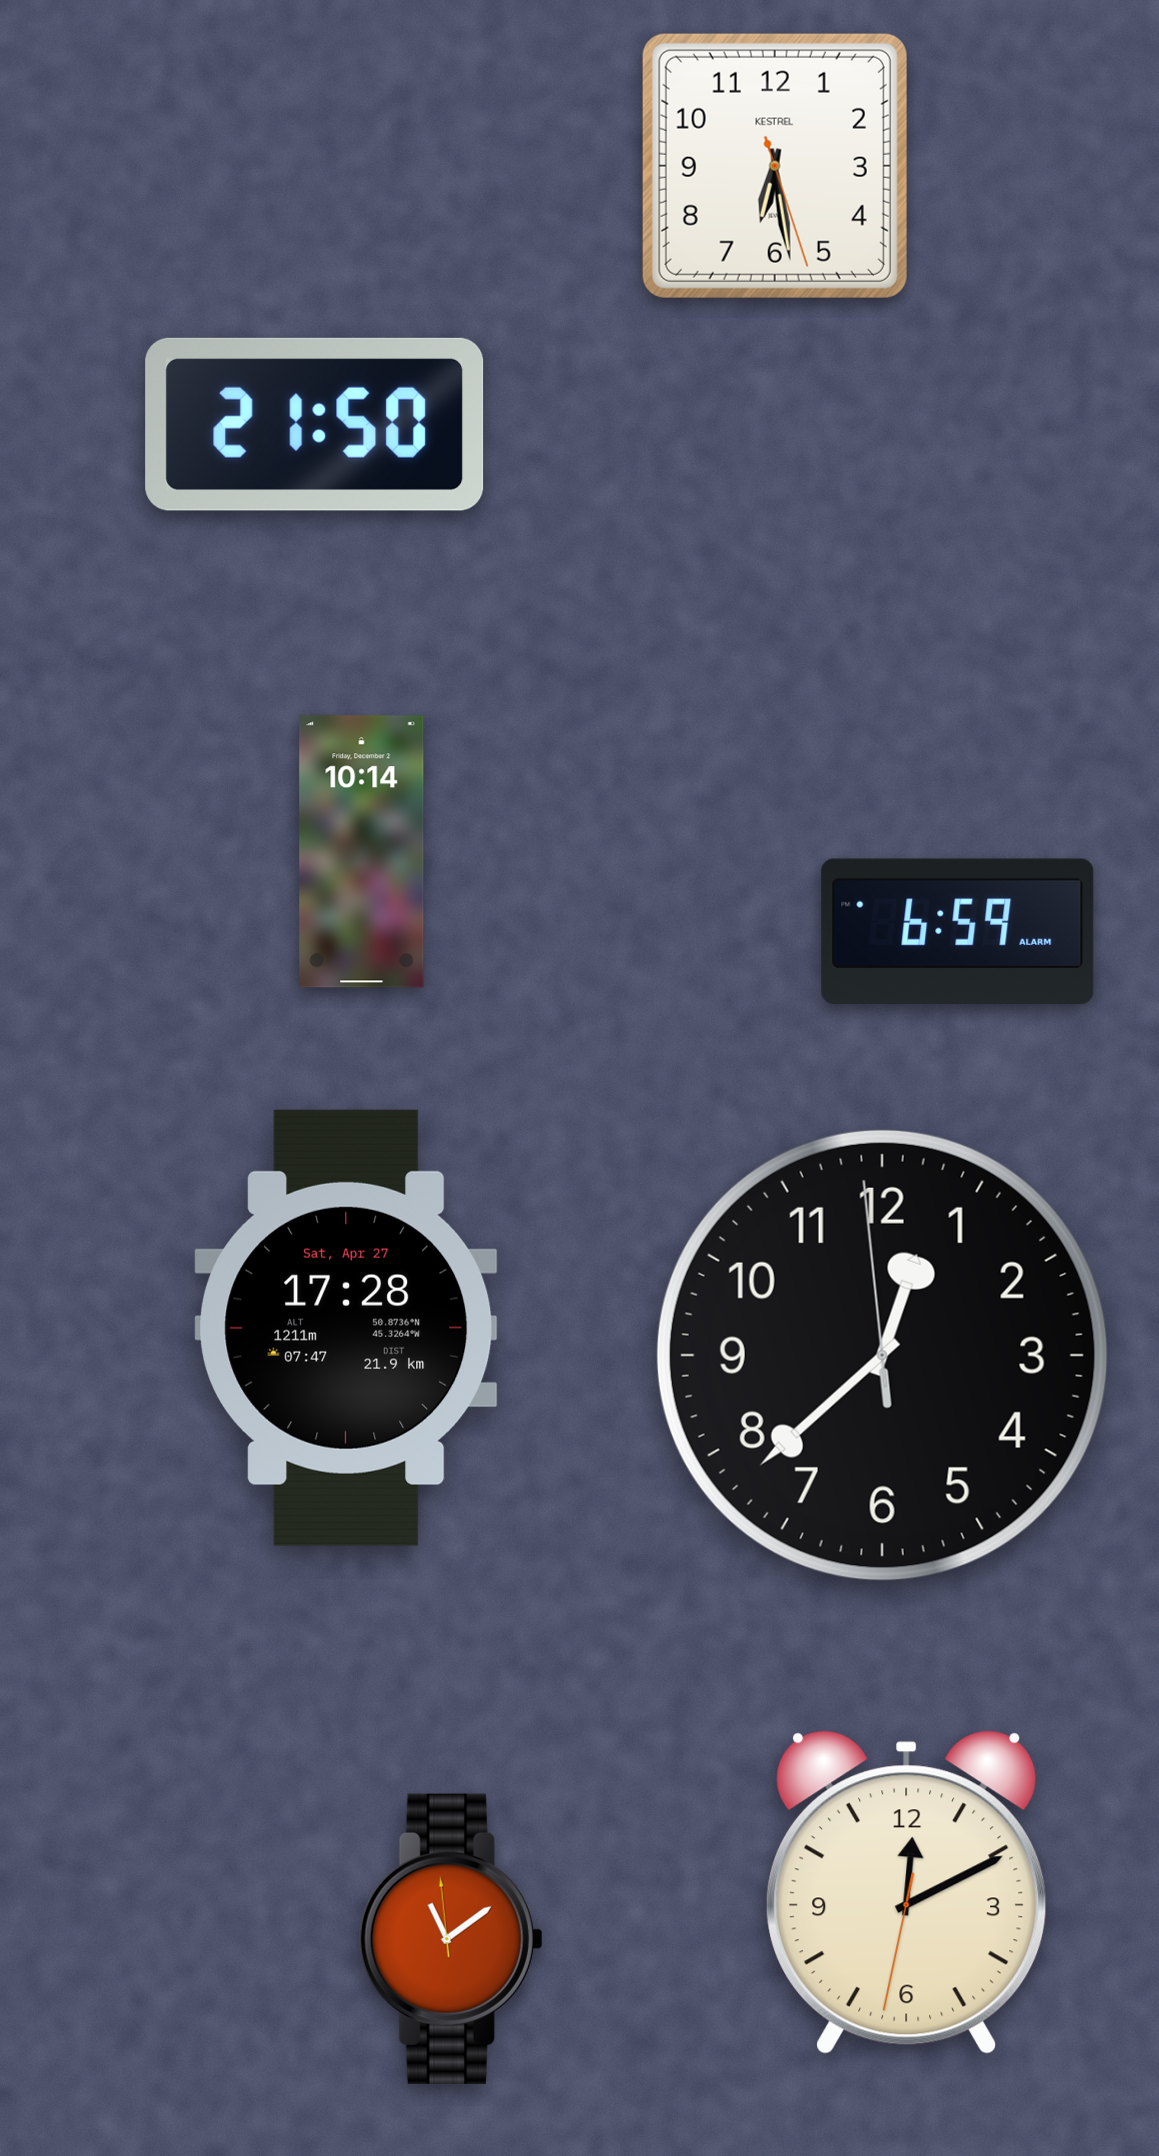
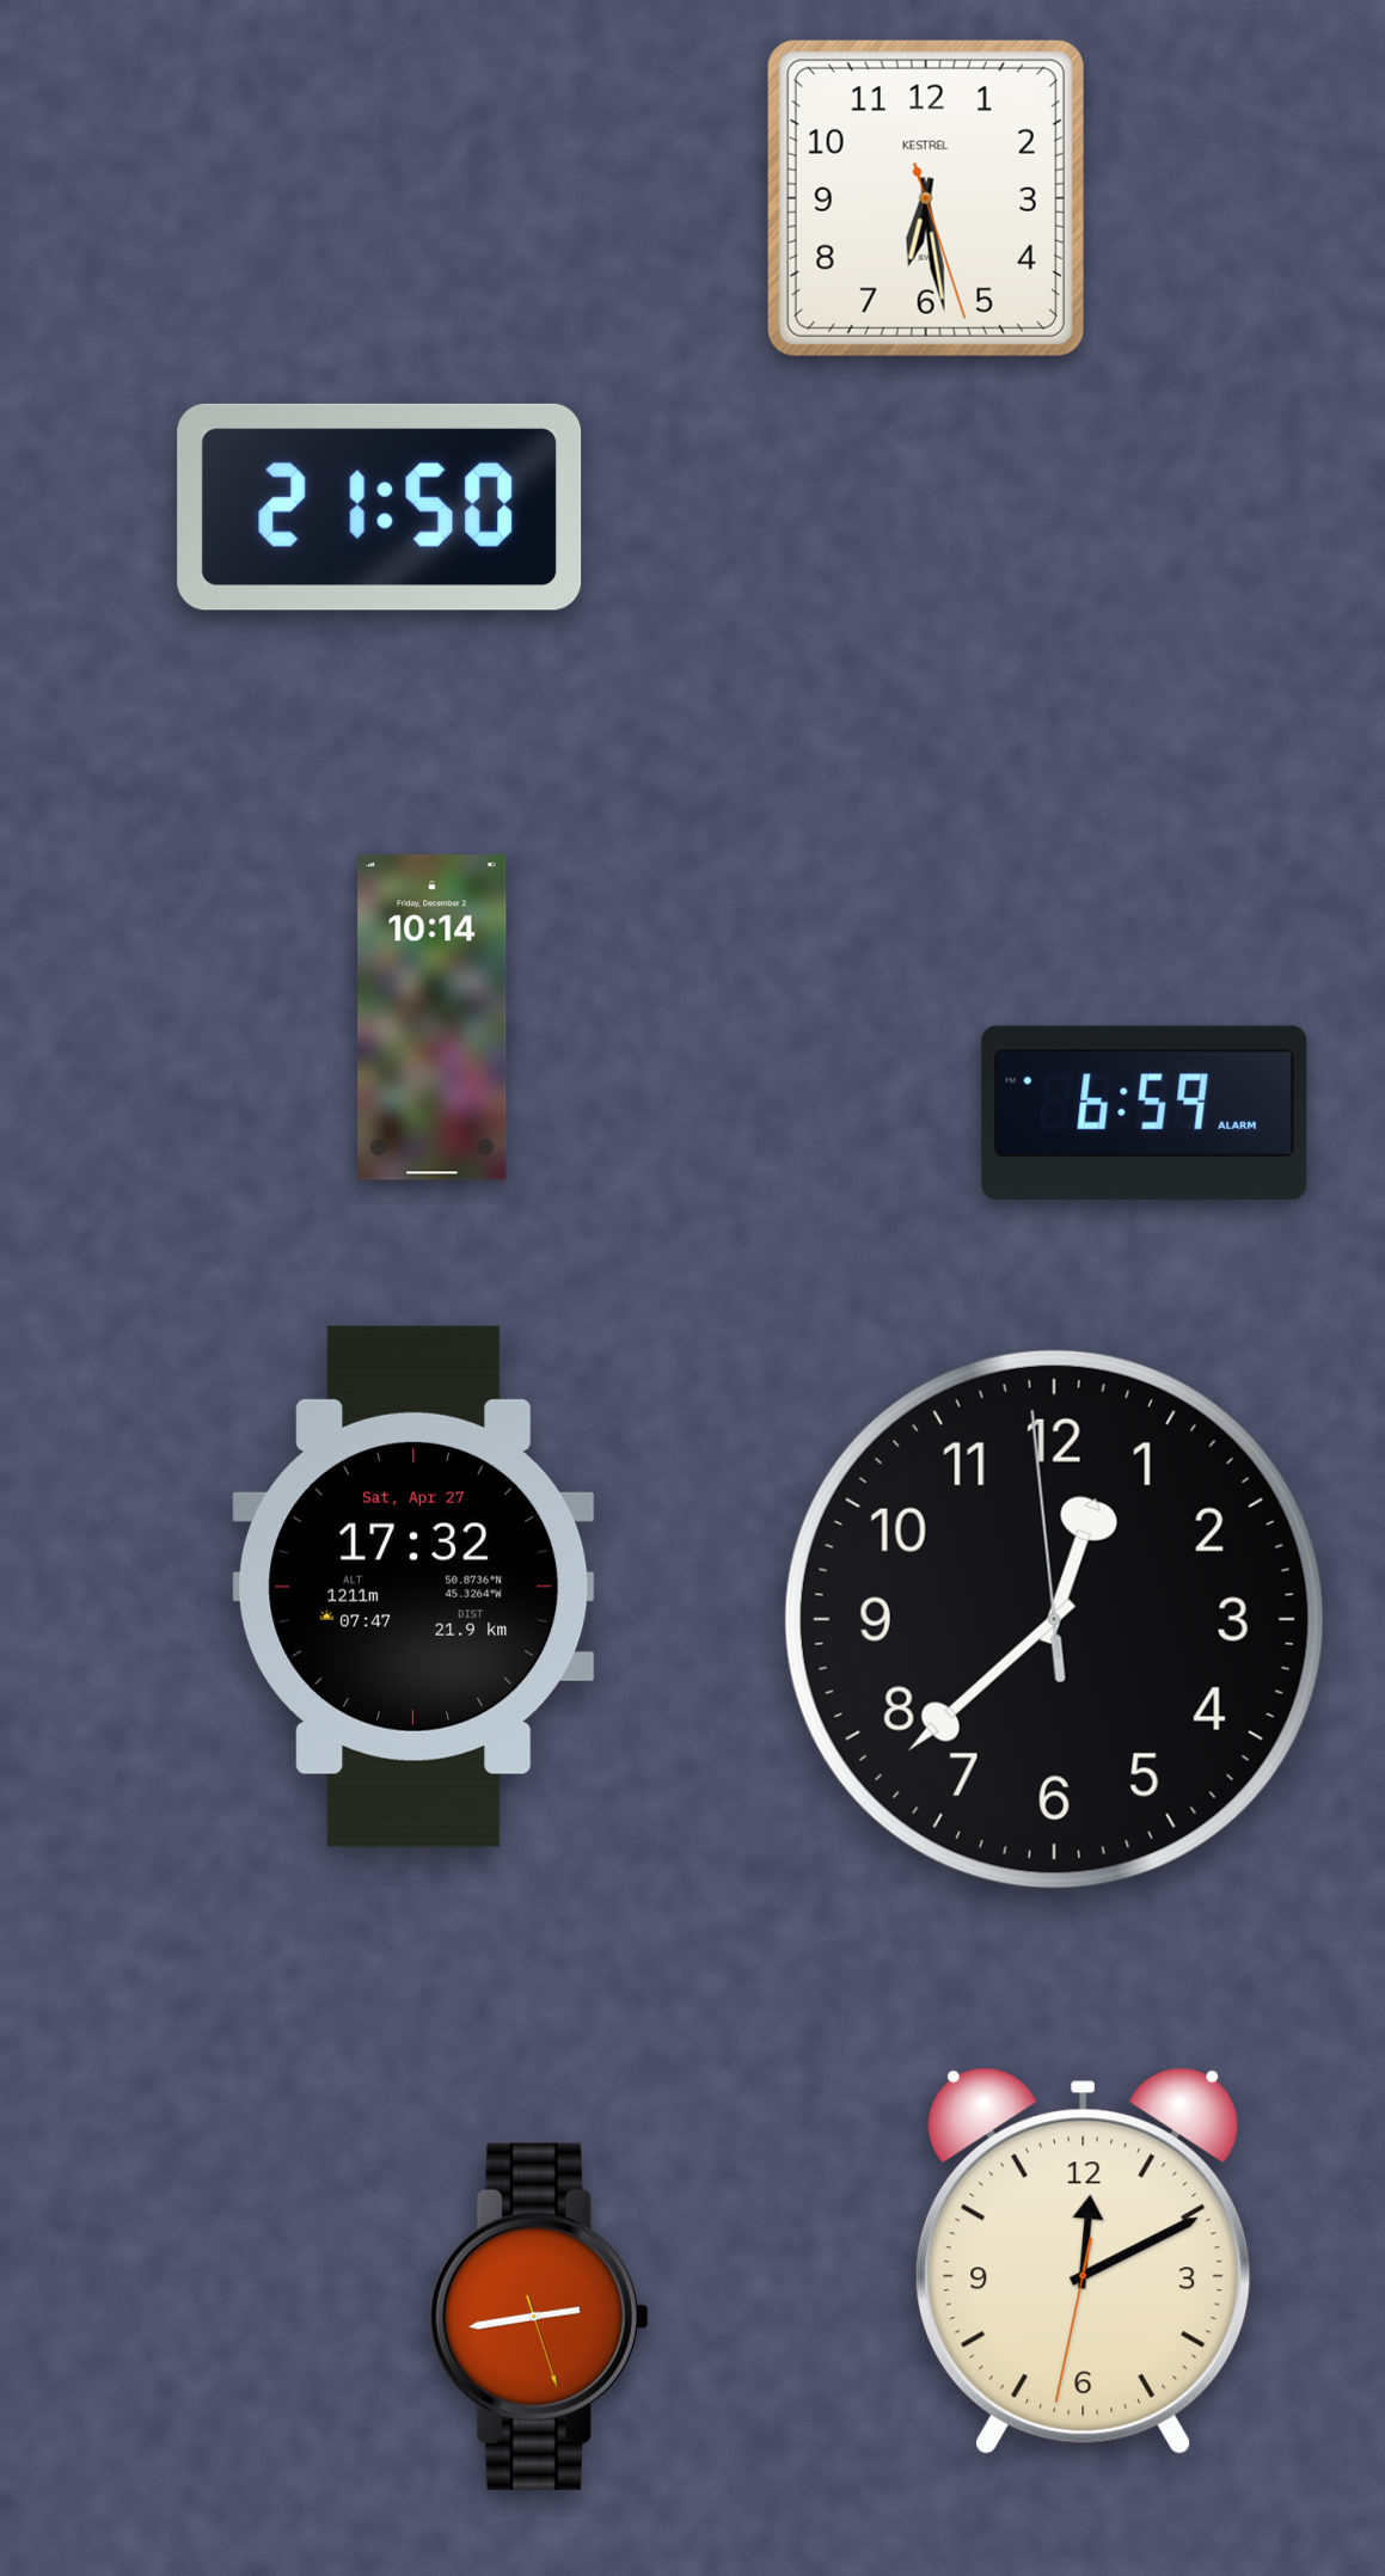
clock at (315, 424) position: (315, 424) -> (380, 507)
clock at (346, 1328): 17:28 -> 17:32
clock at (451, 1939): 11:08 -> 2:43
